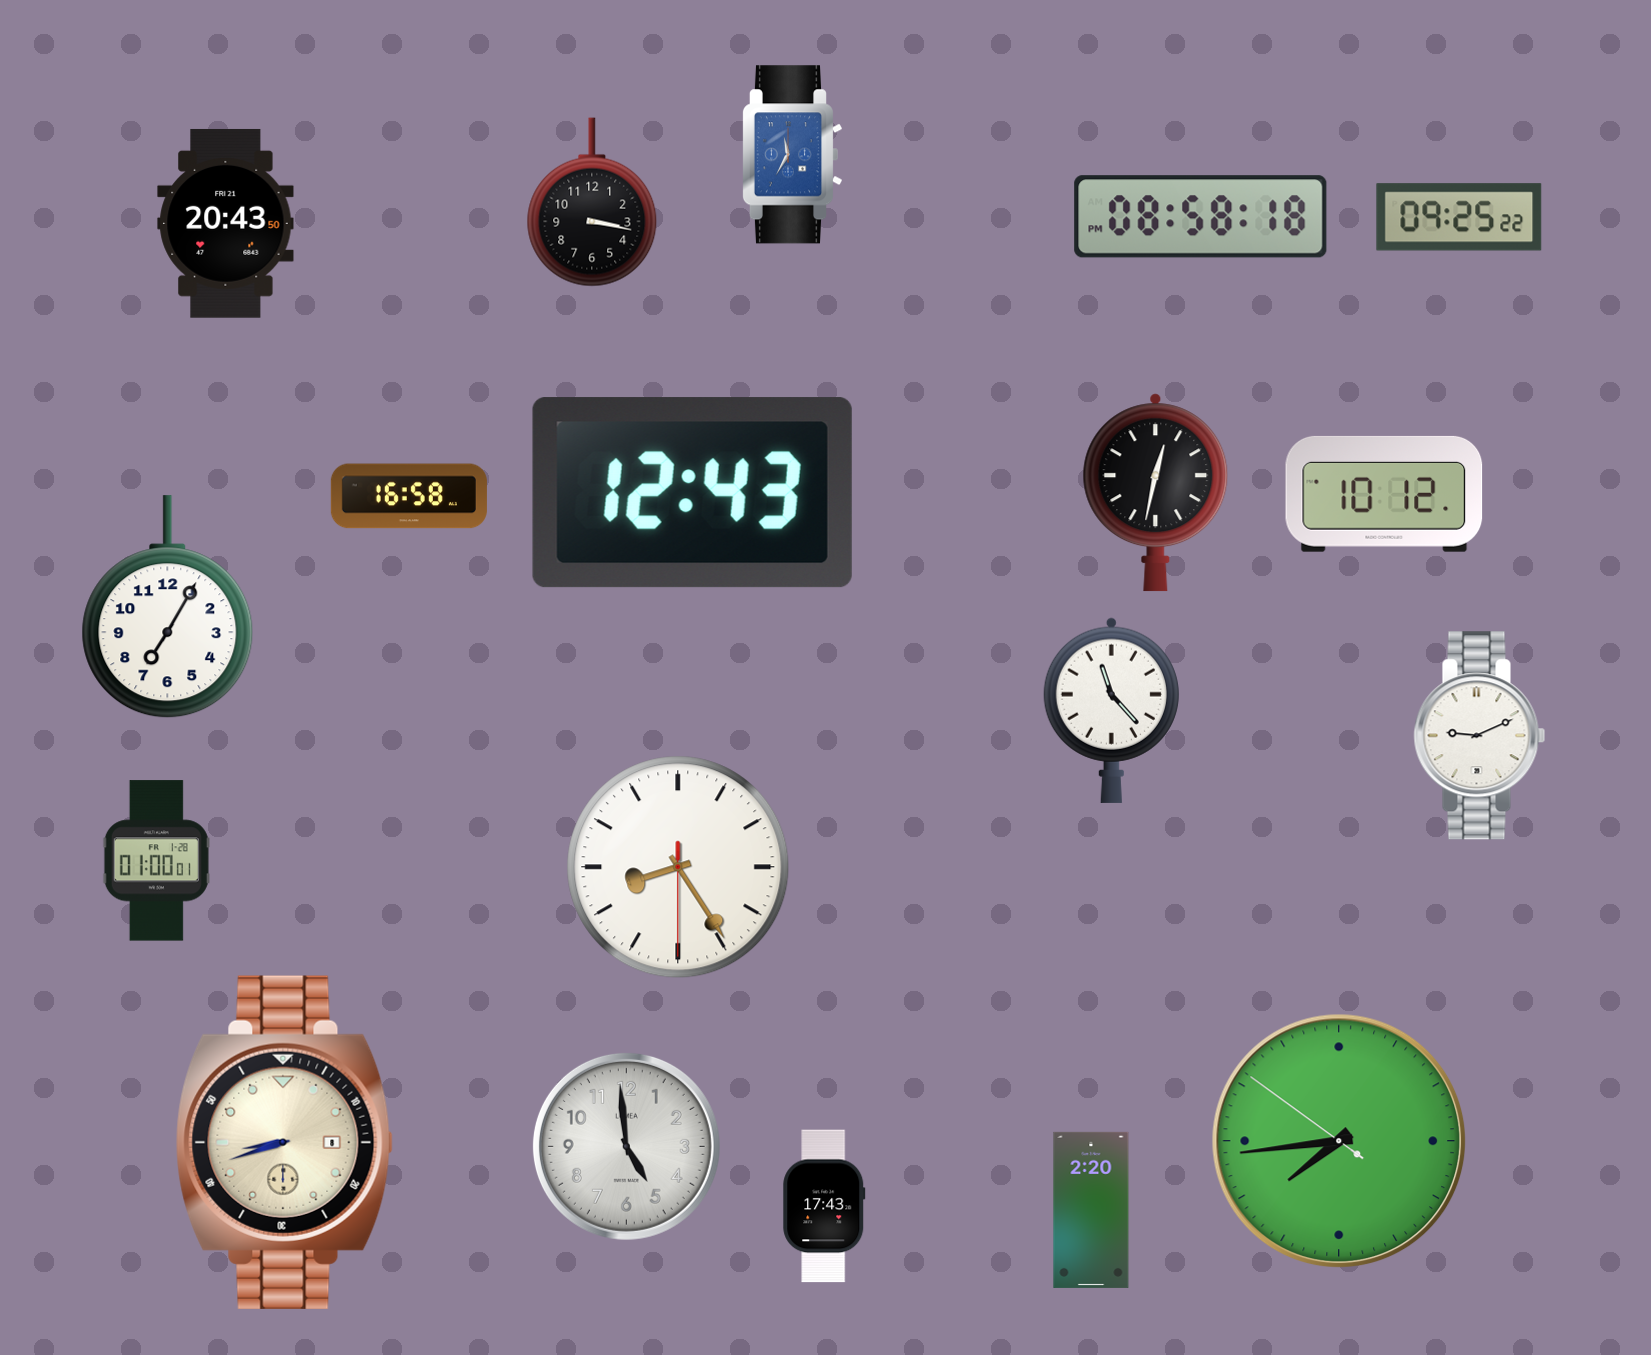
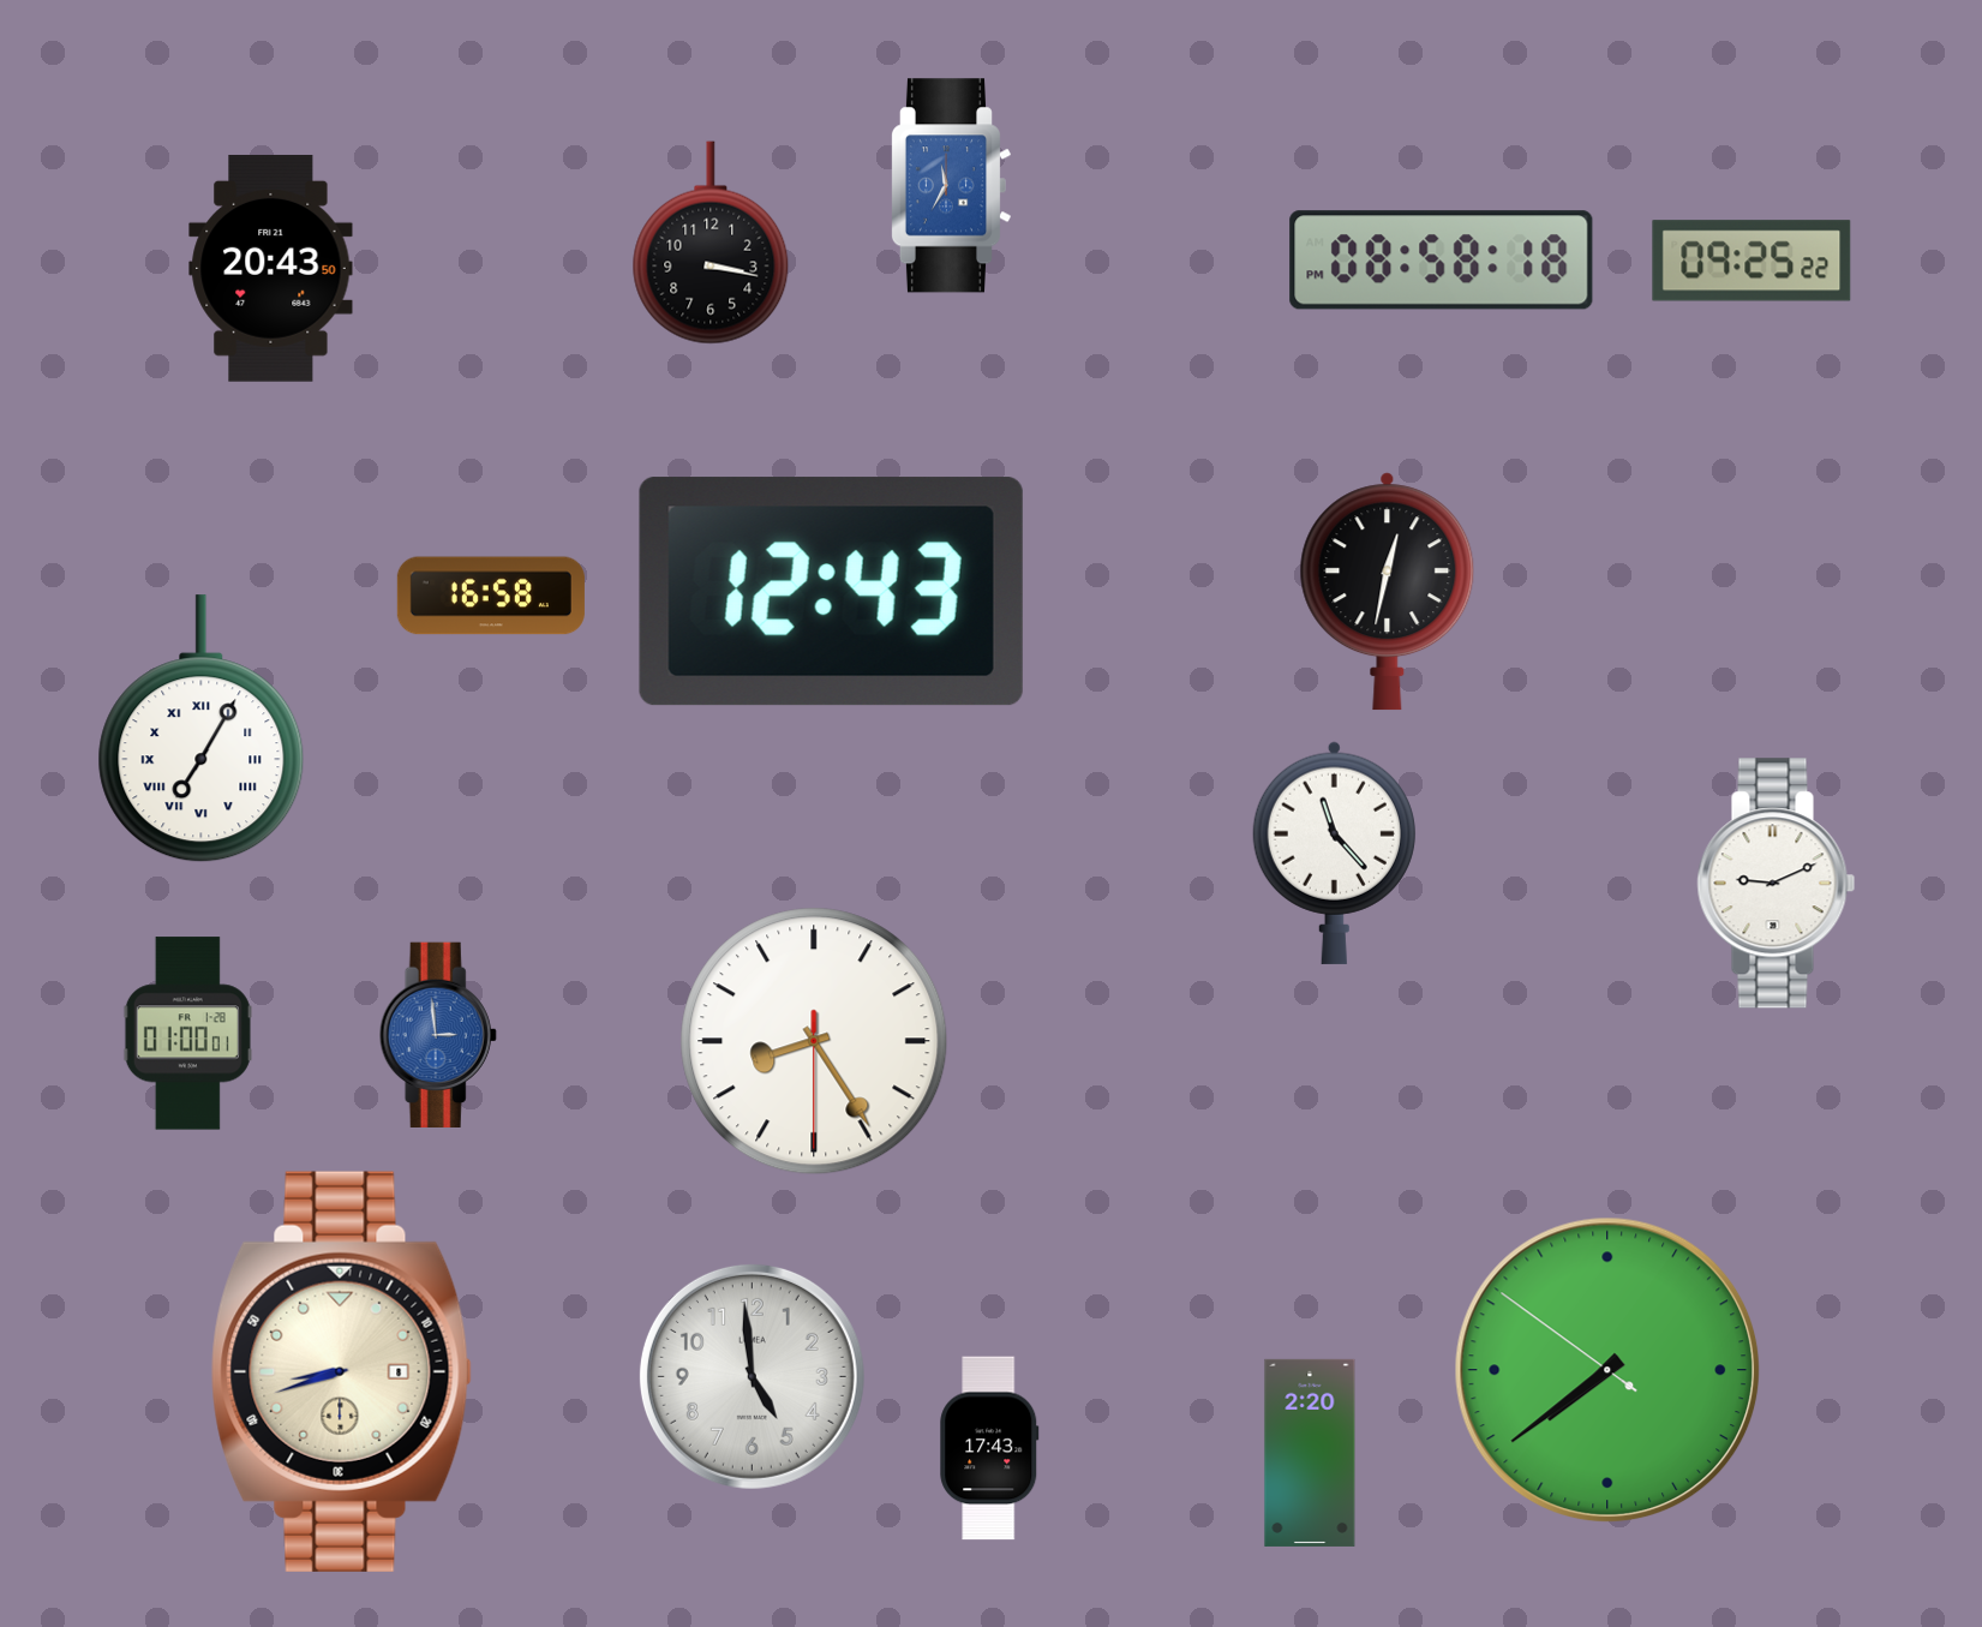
clock at (1384, 494): 10:12 -> none
clock at (168, 607) numerals: Arabic -> Roman
clock at (438, 1034): none -> 2:59
clock at (1338, 1140): 7:43 -> 7:38
